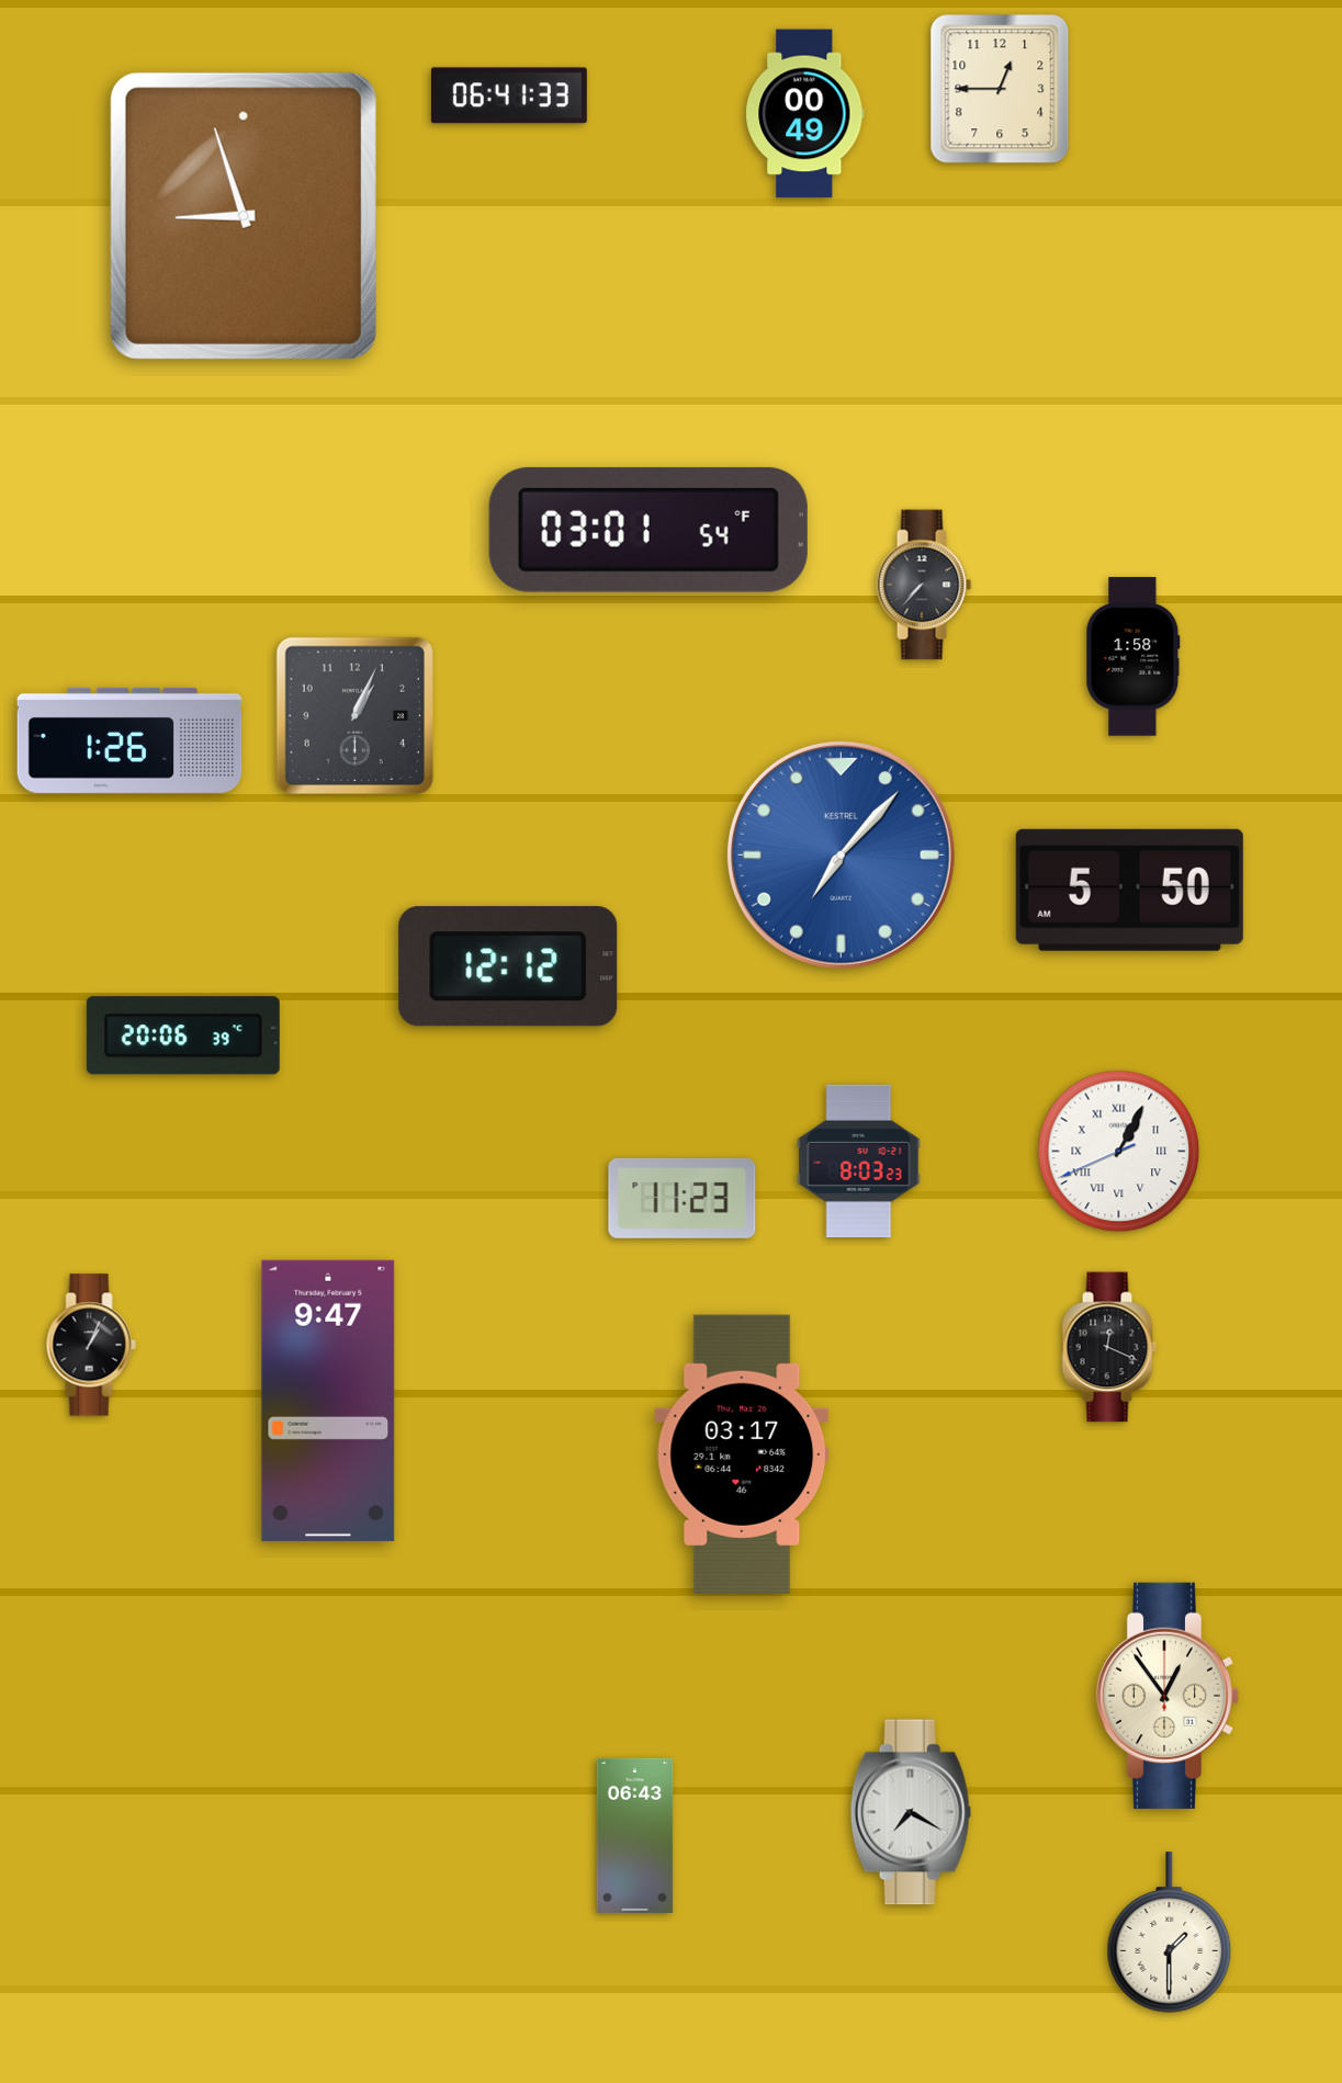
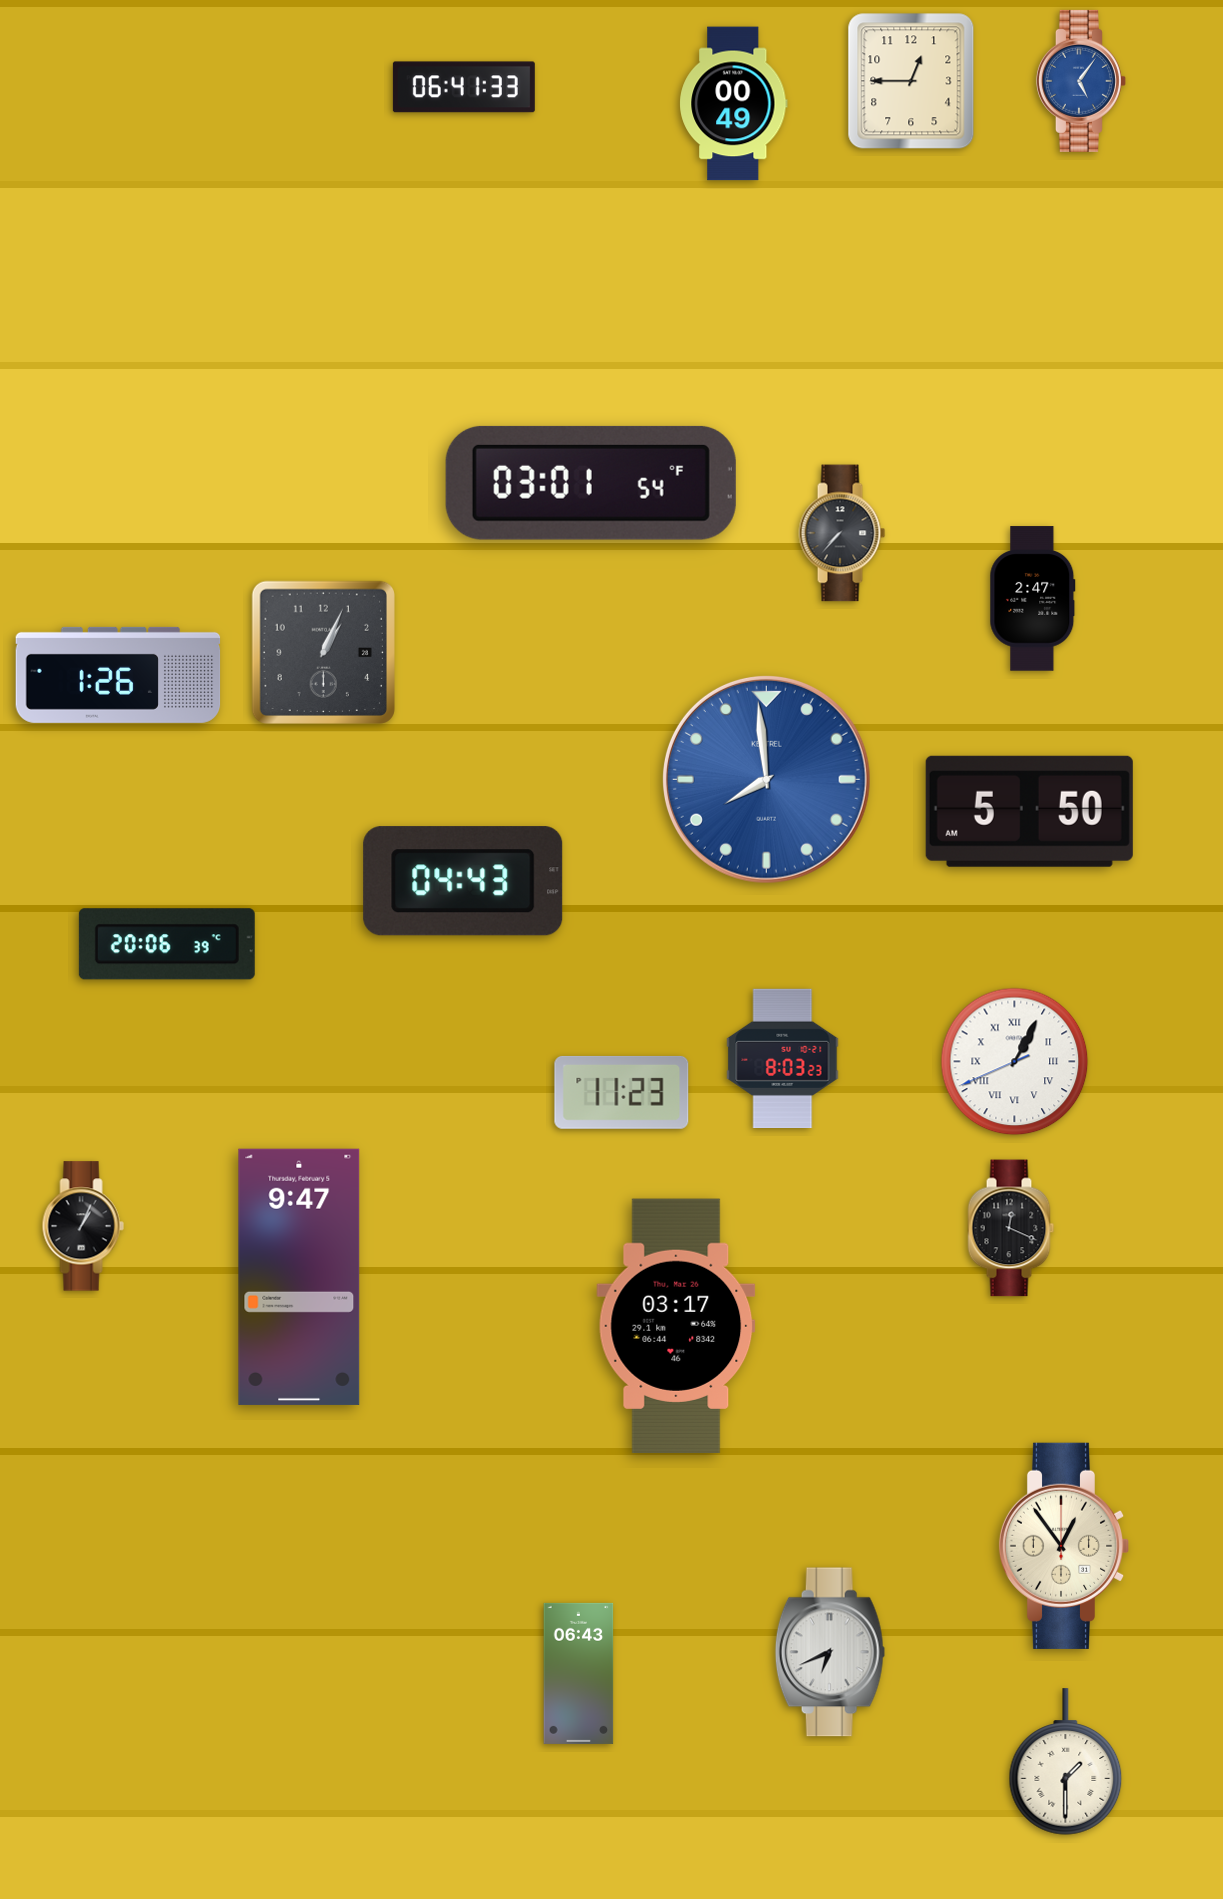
clock at (1081, 81): none -> 5:06
clock at (244, 216): 8:57 -> none
clock at (1134, 657): 1:58 -> 2:47
clock at (841, 854): 7:07 -> 7:59
clock at (508, 966): 12:12 -> 04:43
clock at (1119, 1152) position: (1119, 1152) -> (1015, 1062)
clock at (911, 1812): 7:20 -> 6:41
